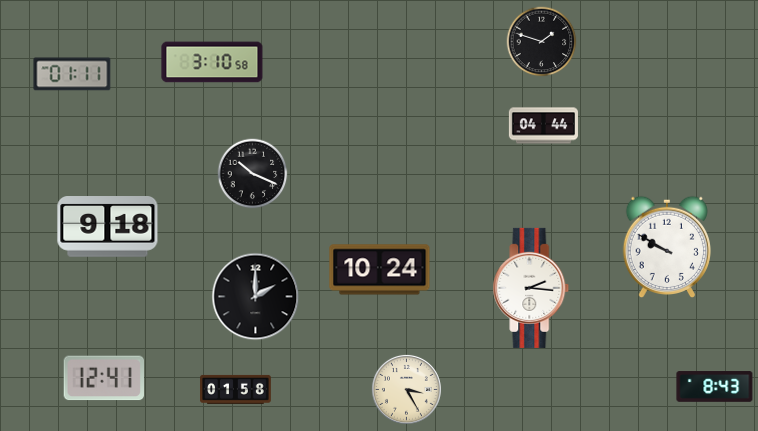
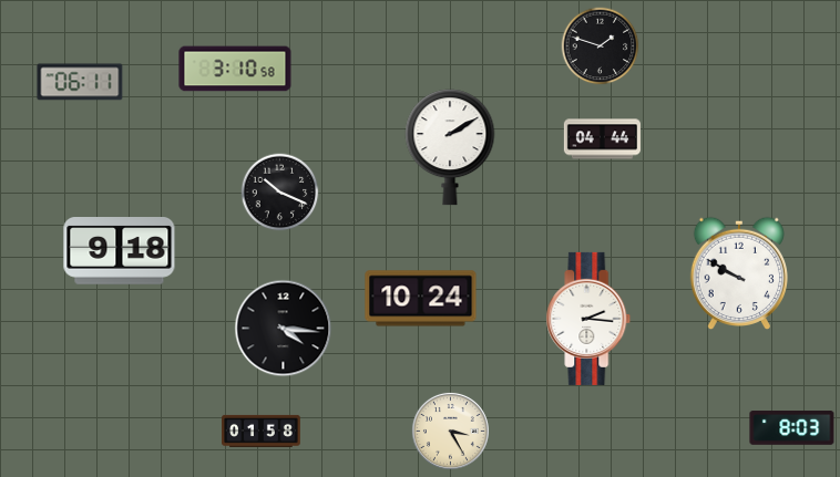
clock at (72, 74): 01:11 -> 06:11
clock at (450, 147): none -> 2:10
clock at (256, 297): 2:00 -> 4:16
clock at (103, 378): 12:41 -> none
clock at (715, 387): 8:43 -> 8:03
